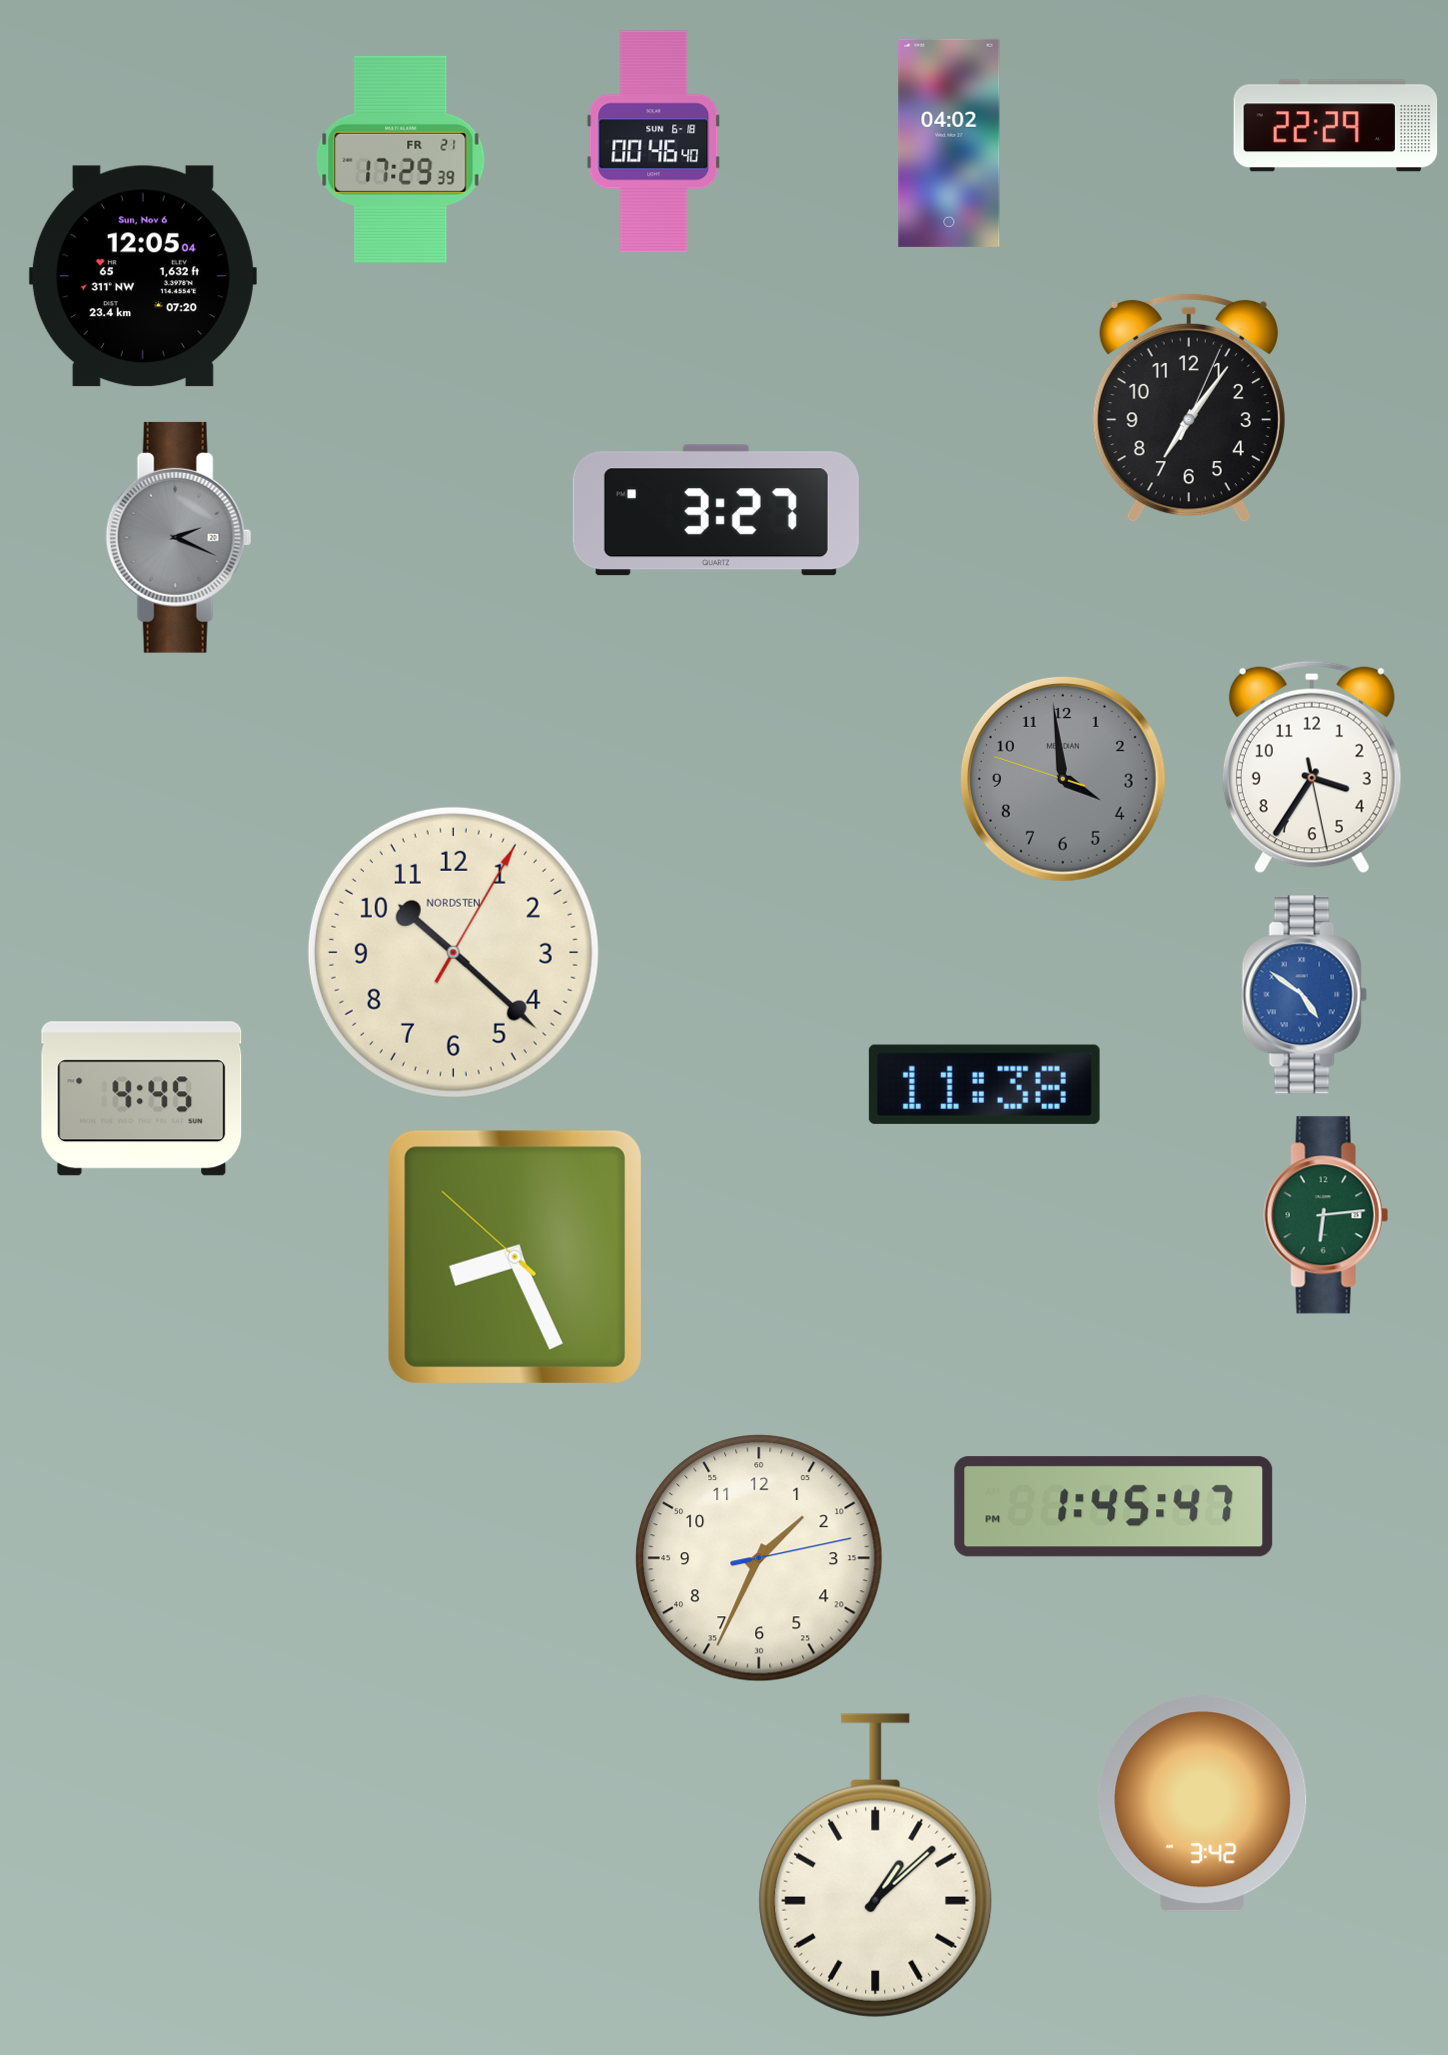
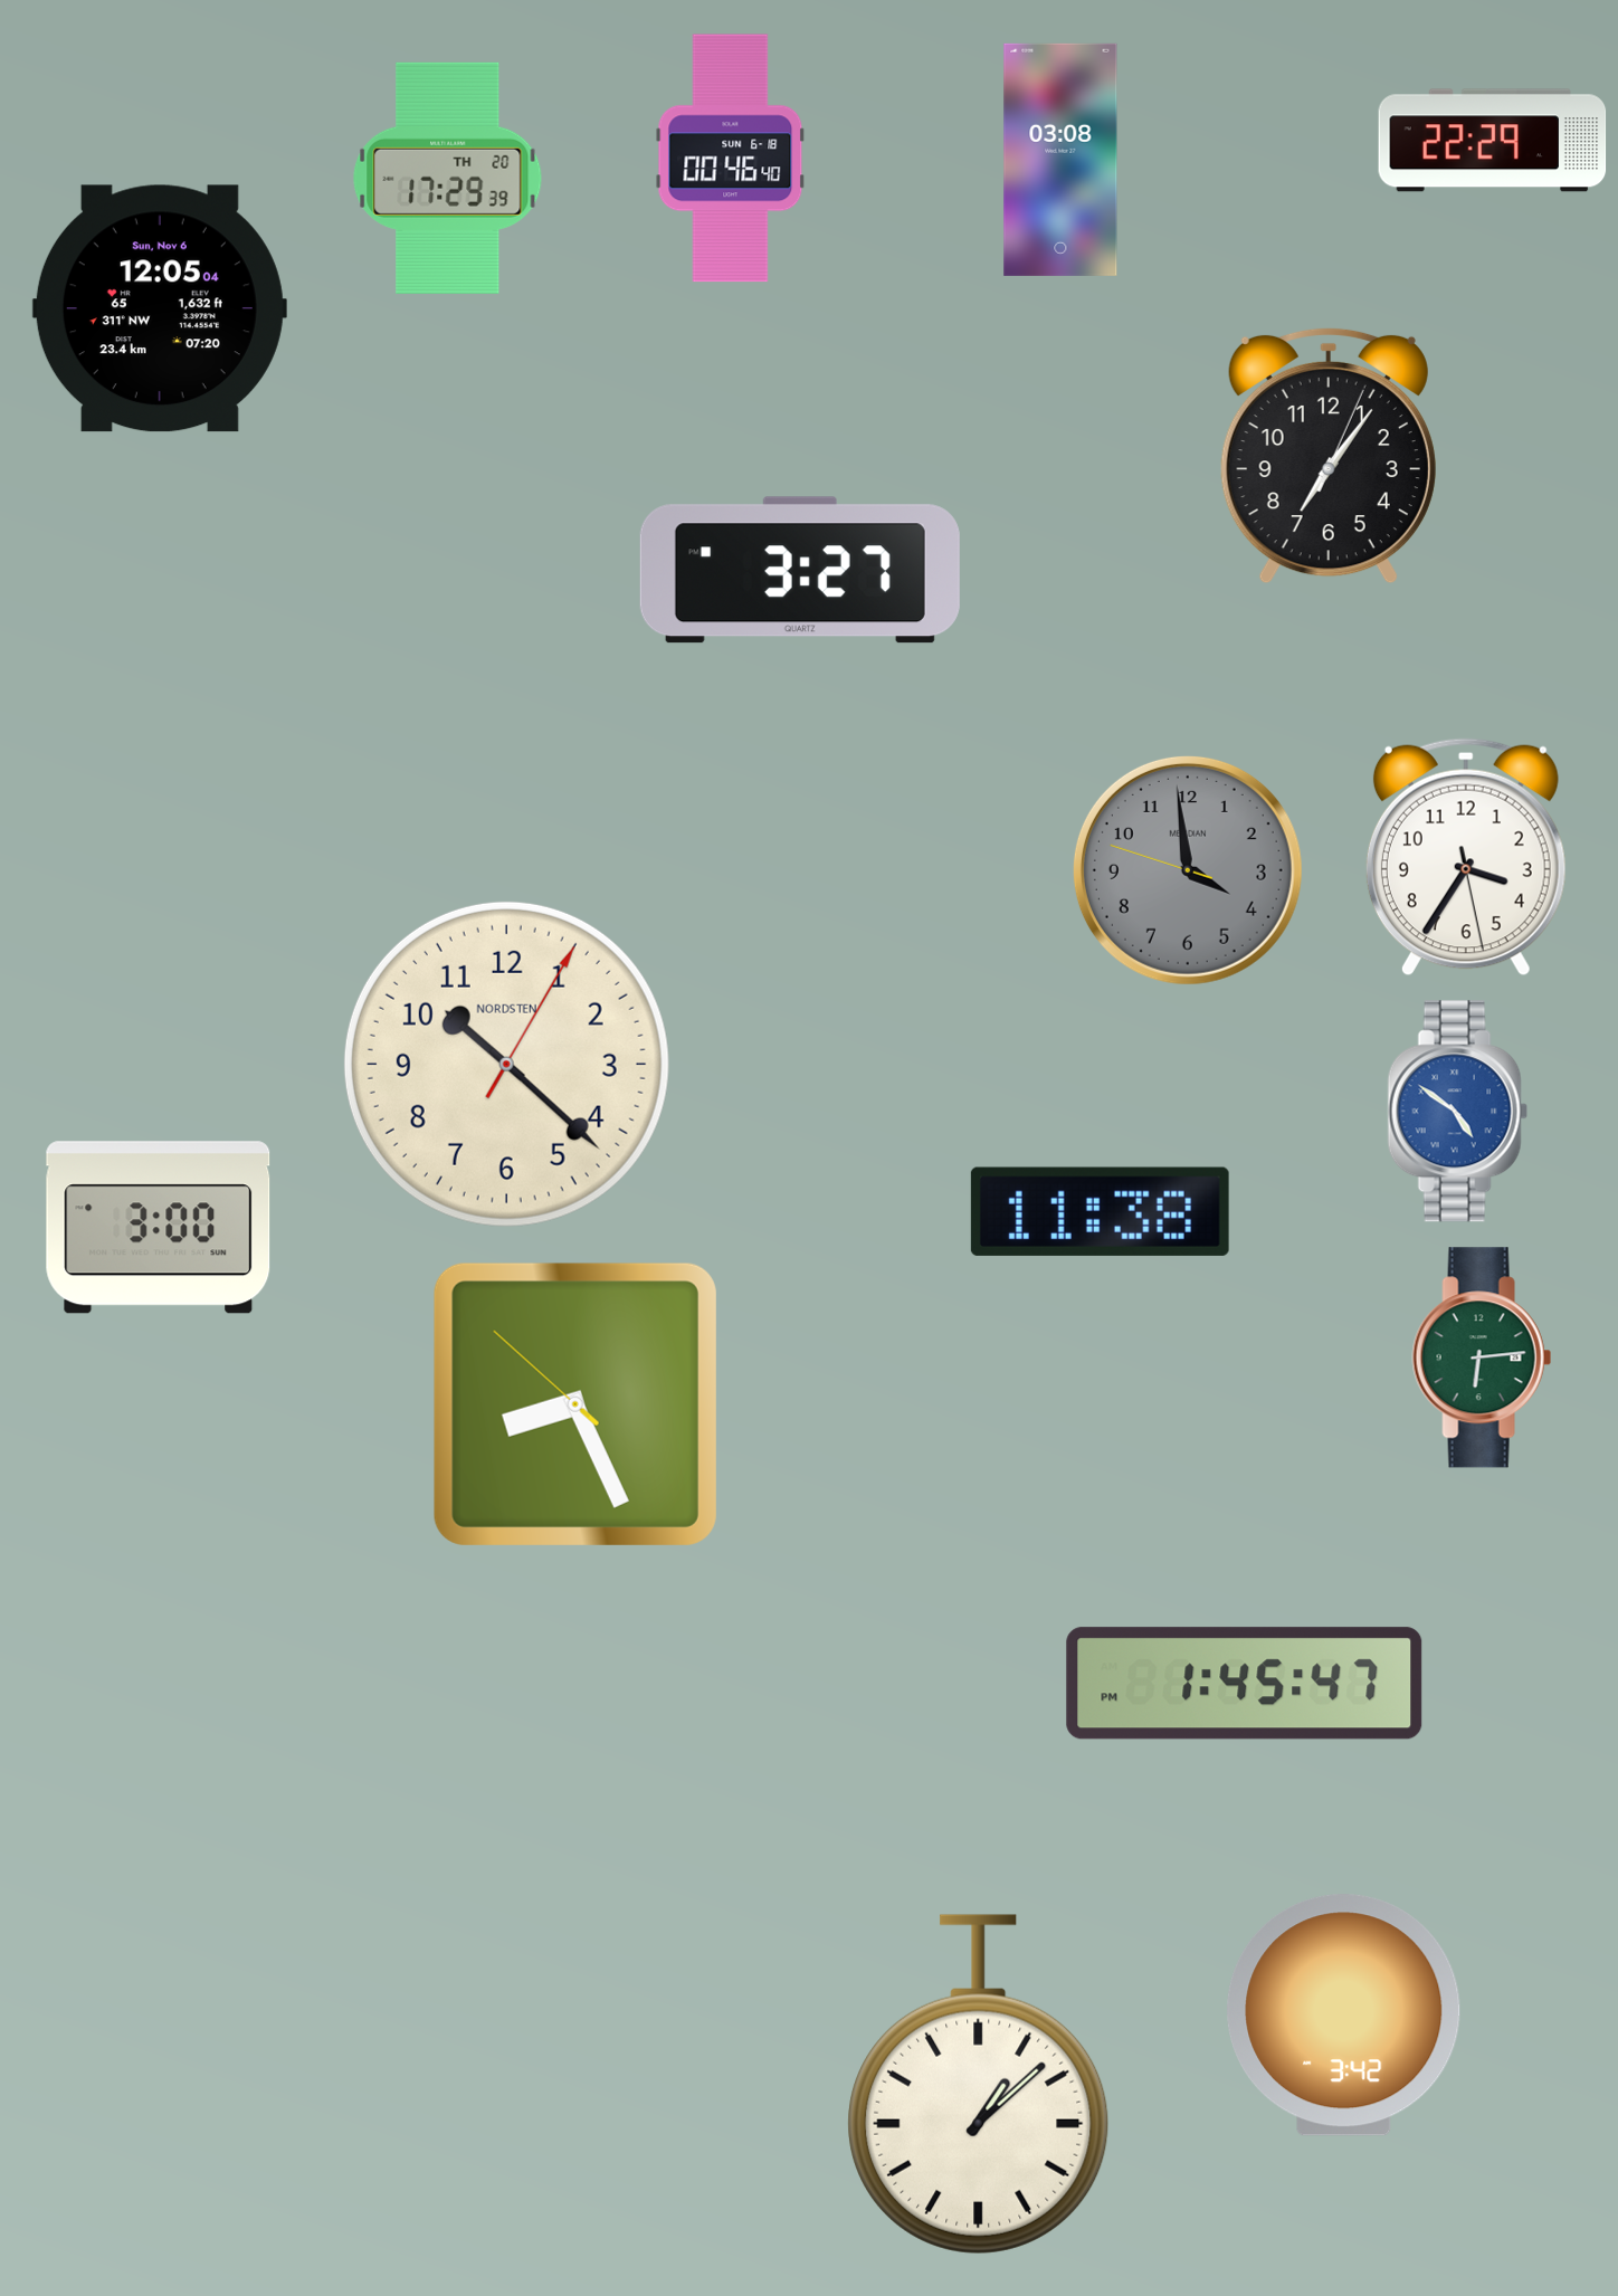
clock at (949, 143): 04:02 -> 03:08
clock at (401, 159) date: FR 21 -> TH 20
clock at (179, 537): 2:19 -> none
clock at (142, 1099): 4:45 -> 3:00
clock at (760, 1559): 1:34 -> none
